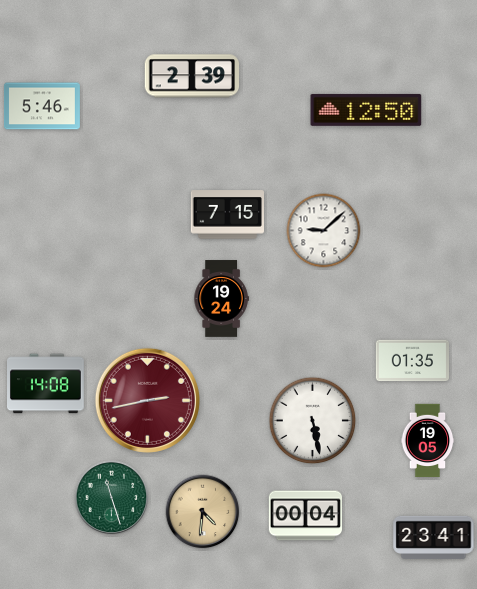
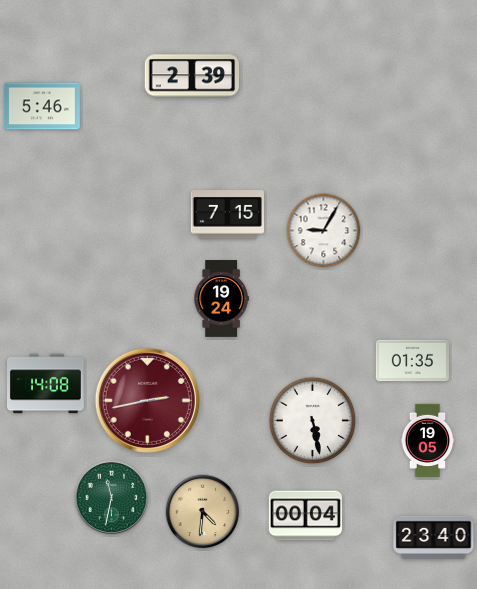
clock at (366, 110): 12:50 -> none
clock at (324, 231): 9:08 -> 9:05
clock at (112, 498): 11:27 -> 11:32
clock at (434, 537): 23:41 -> 23:40
